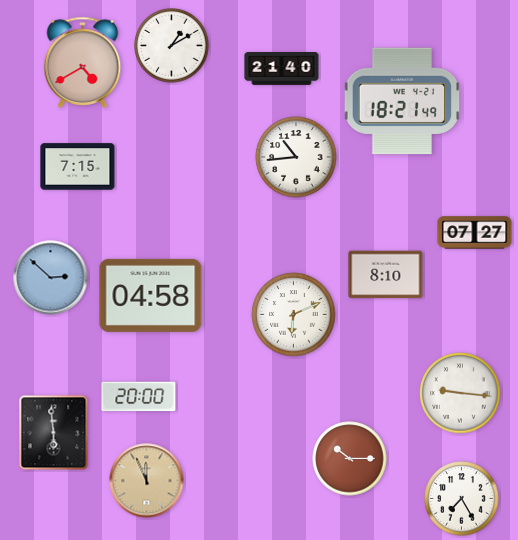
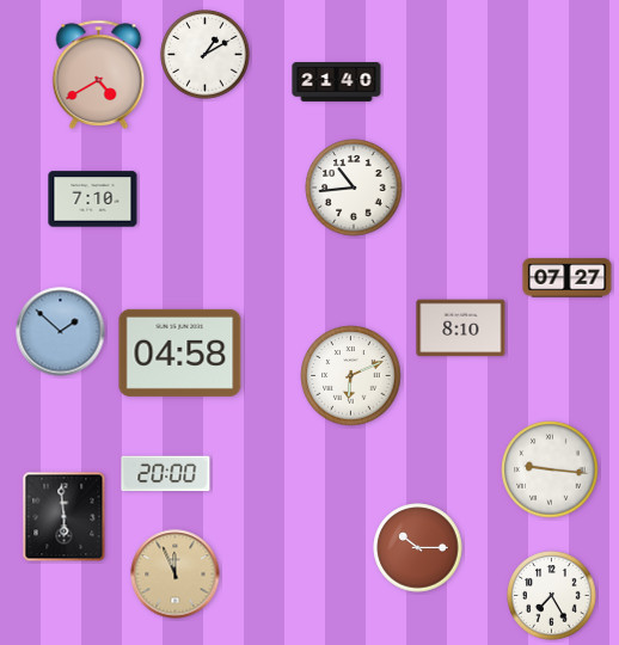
clock at (402, 101): 18:21 -> none
clock at (78, 167): 7:15 -> 7:10
clock at (51, 278): 2:52 -> 1:52
